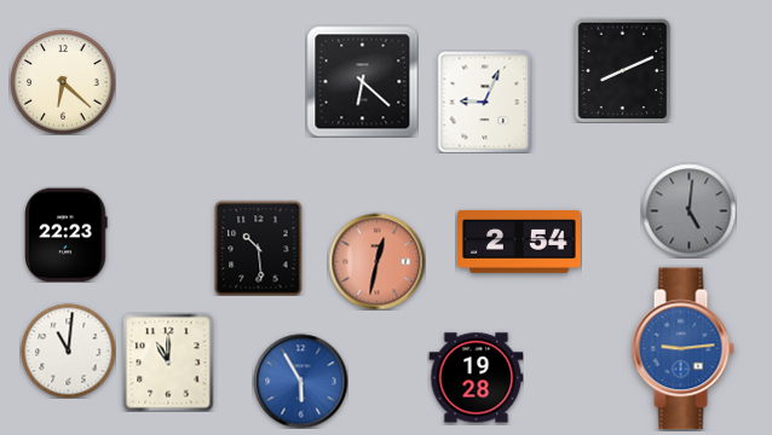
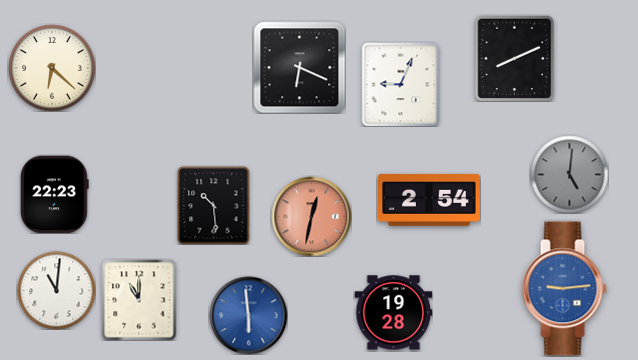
clock at (362, 81): 6:22 -> 6:19
clock at (300, 381): 5:55 -> 5:59
